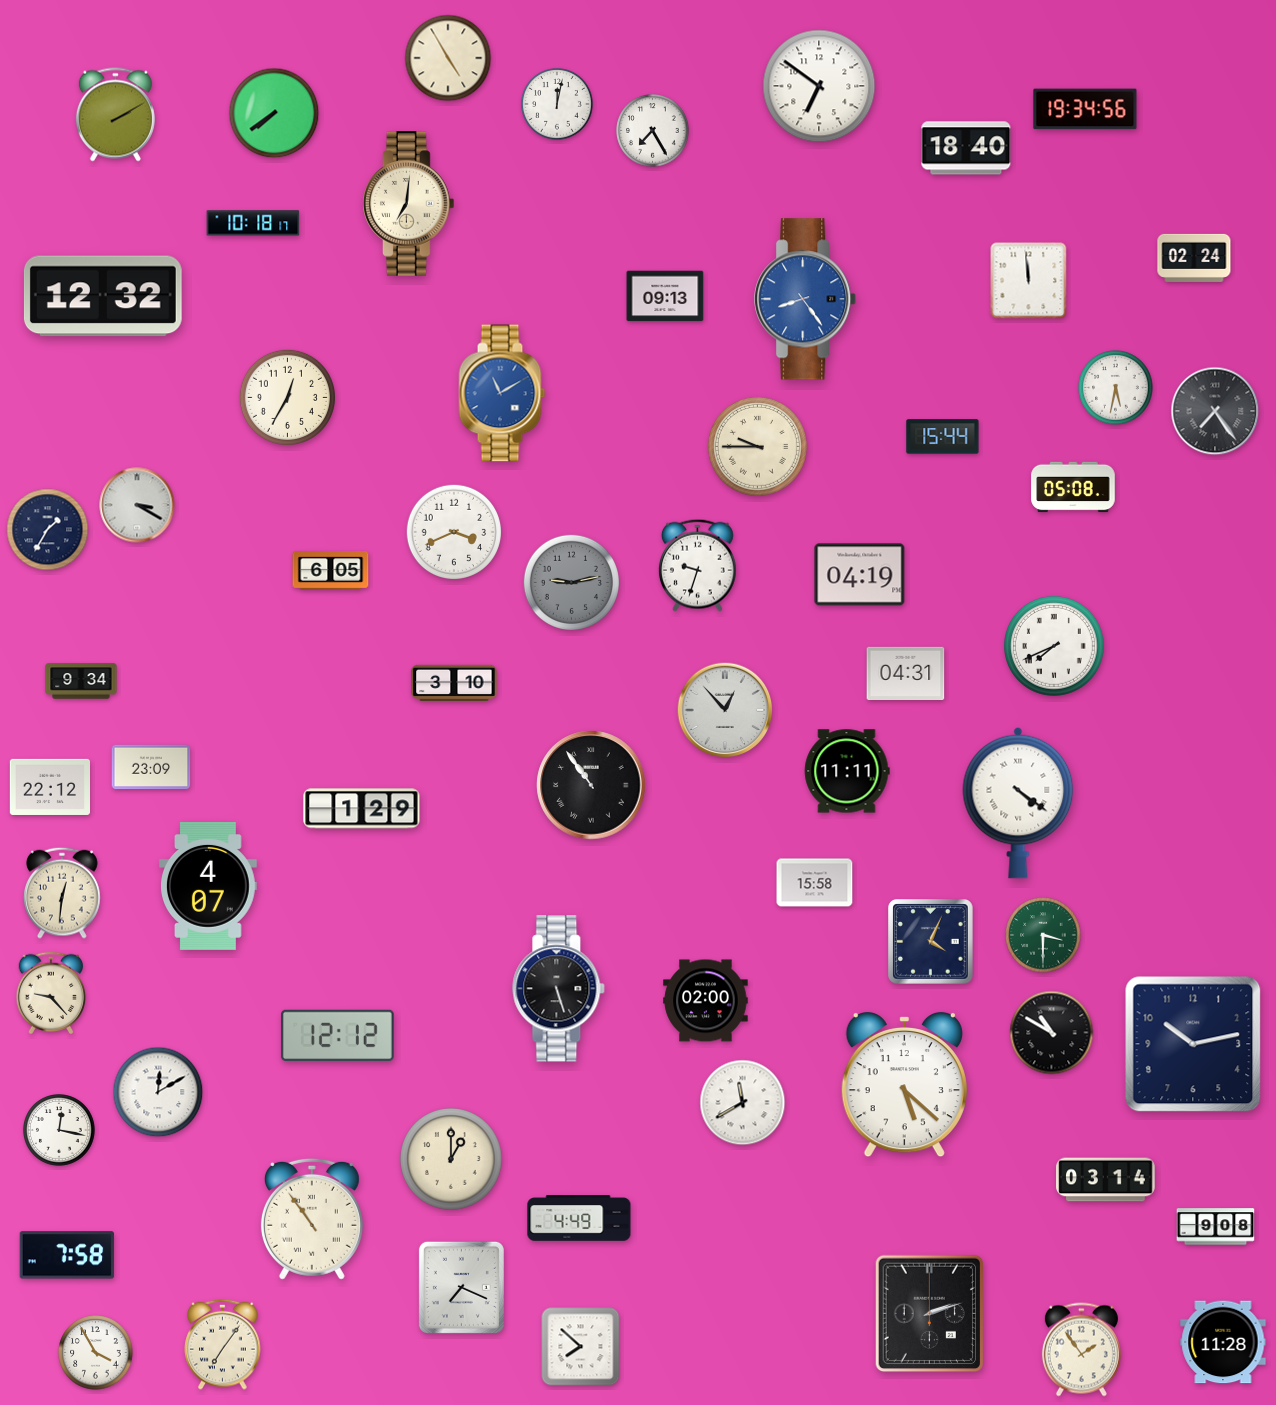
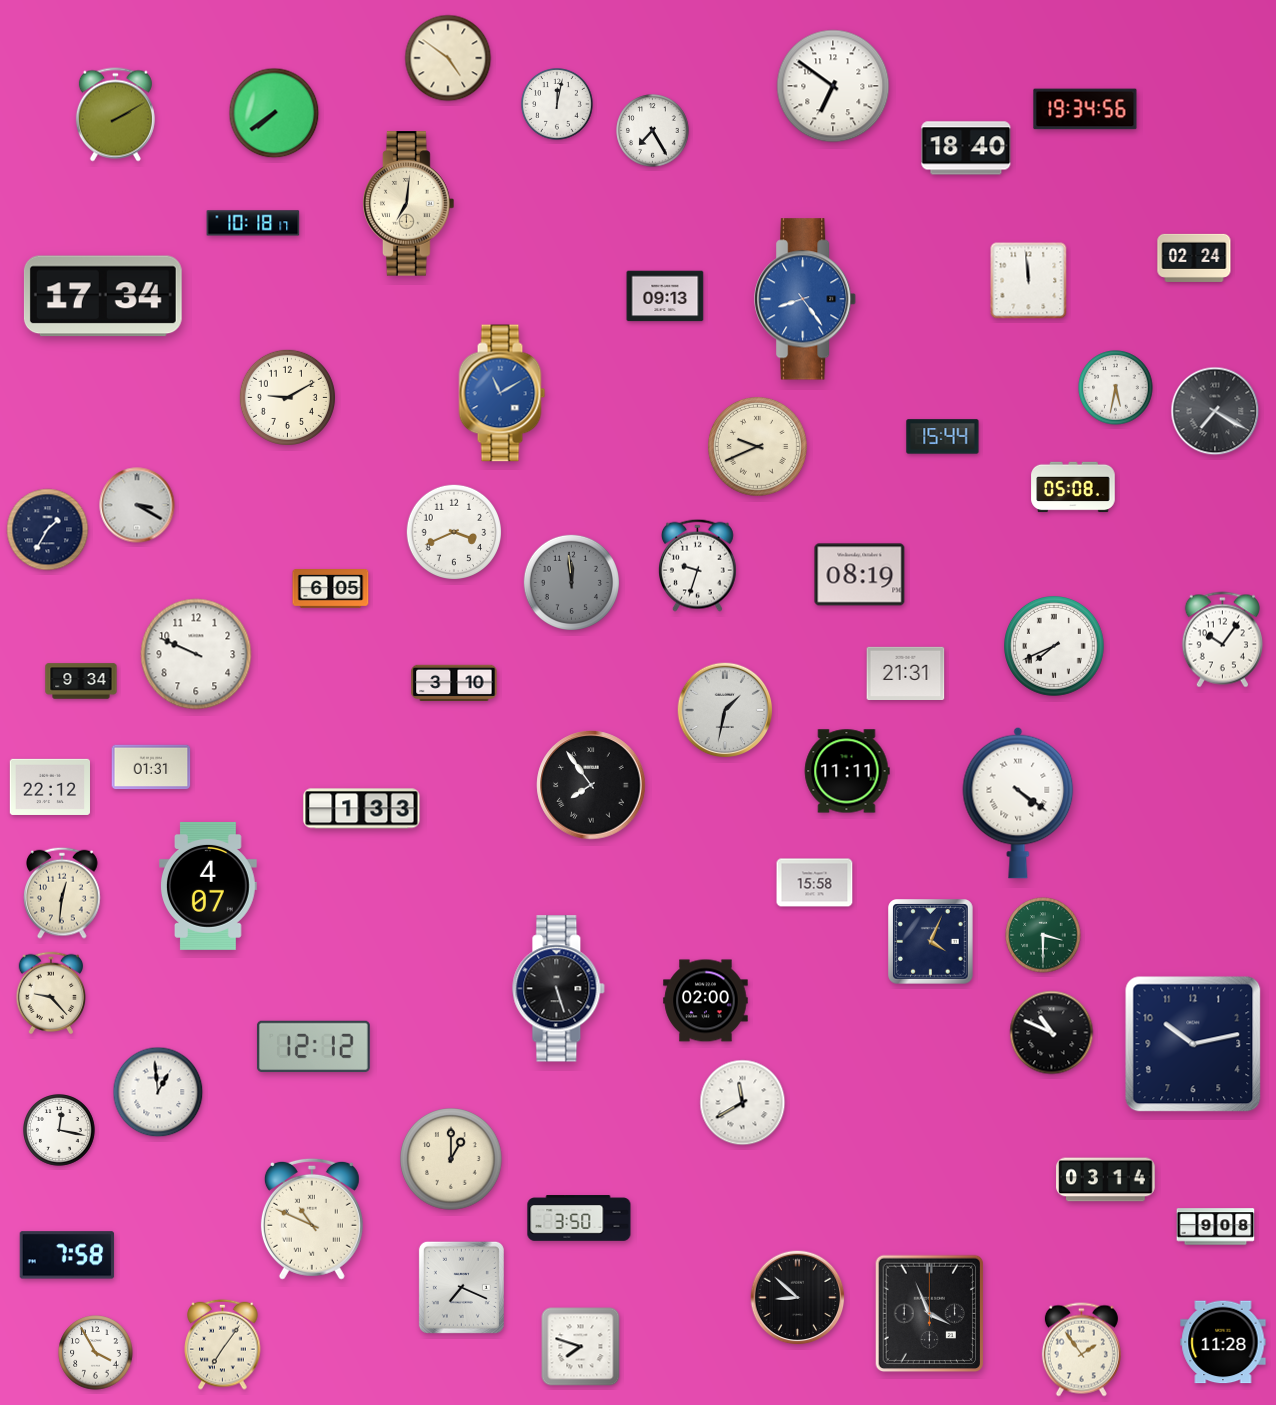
clock at (448, 58): 4:55 -> 4:51
clock at (819, 86) position: (819, 86) -> (833, 86)
clock at (103, 296): 12:32 -> 17:34
clock at (287, 397): 12:35 -> 9:10
clock at (1215, 411): 7:24 -> 7:20
clock at (757, 446): 9:45 -> 9:41
clock at (331, 571) position: (331, 571) -> (331, 589)
clock at (860, 575): 04:19 -> 08:19
clock at (571, 582): 9:13 -> 11:59
clock at (1222, 640): none -> 10:06
clock at (196, 654): none -> 9:49
clock at (906, 674): 04:31 -> 21:31
clock at (725, 710): 12:53 -> 1:32
clock at (151, 767): 23:09 -> 01:31
clock at (591, 785): 10:54 -> 7:54
clock at (362, 809): 1:29 -> 1:33
clock at (1052, 1033): 10:50 -> 10:49
clock at (337, 1036) position: (337, 1036) -> (313, 1047)
clock at (904, 1085): 5:22 -> none
clock at (158, 1092): 12:10 -> 12:59
clock at (579, 1218): 4:49 -> 3:50
clock at (312, 1219): 10:54 -> 10:49
clock at (798, 1298): none -> 8:52
clock at (930, 1314): 2:12 -> 3:56
clock at (581, 1347): 7:52 -> 7:48
